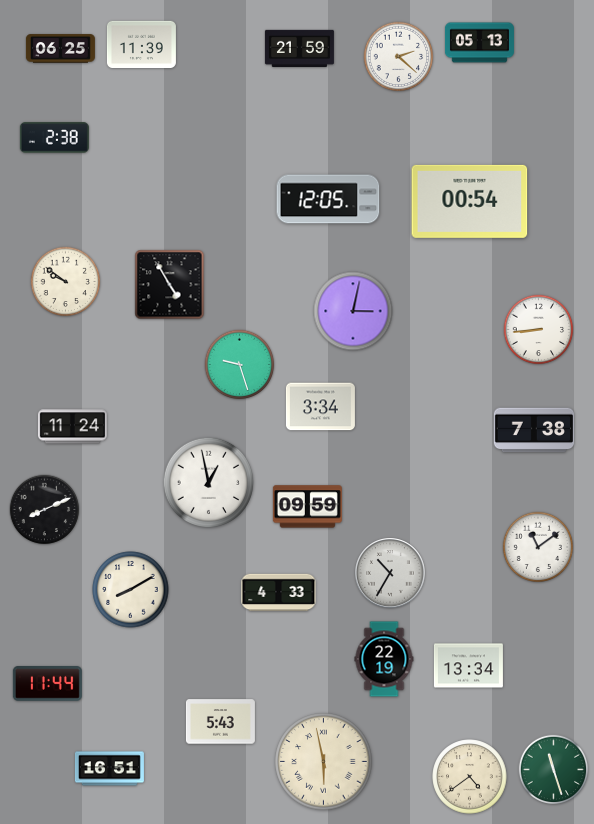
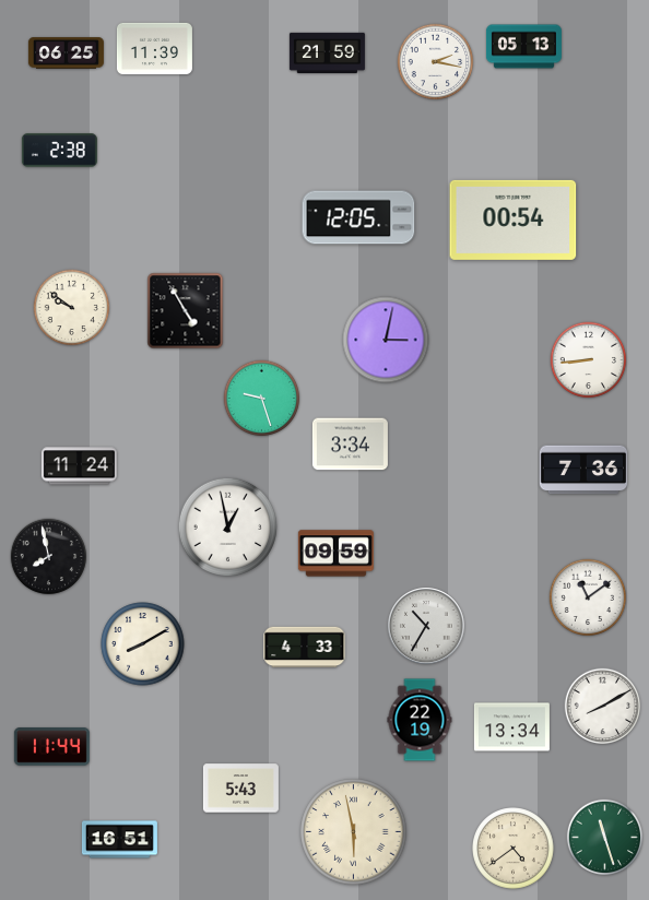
clock at (399, 57): 2:22 -> 2:17
clock at (533, 430): 7:38 -> 7:36
clock at (45, 510): 8:11 -> 7:58
clock at (603, 707): none -> 8:10
clock at (554, 770) position: (554, 770) -> (605, 838)
